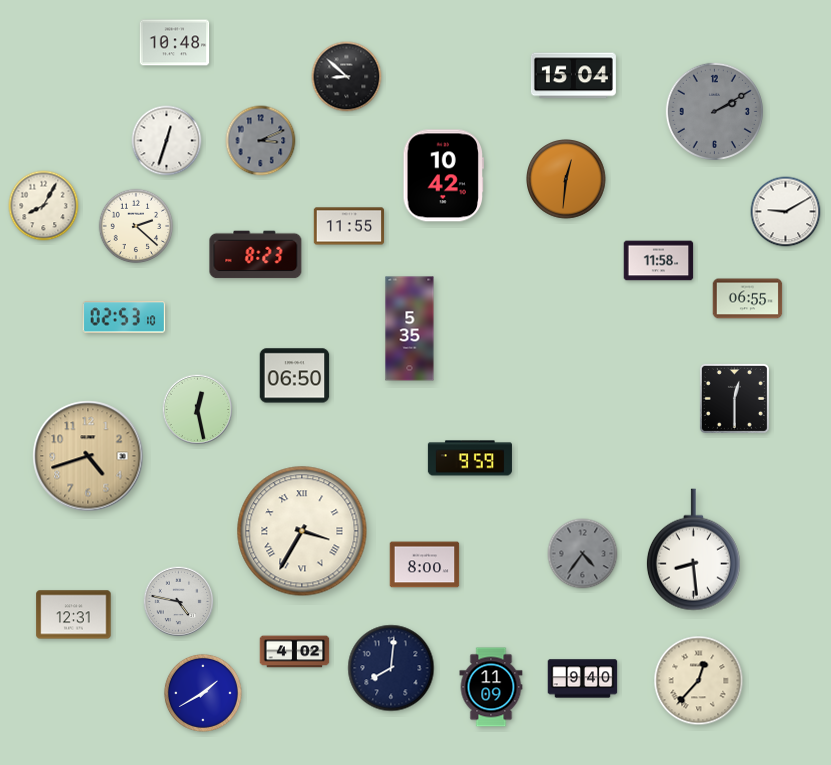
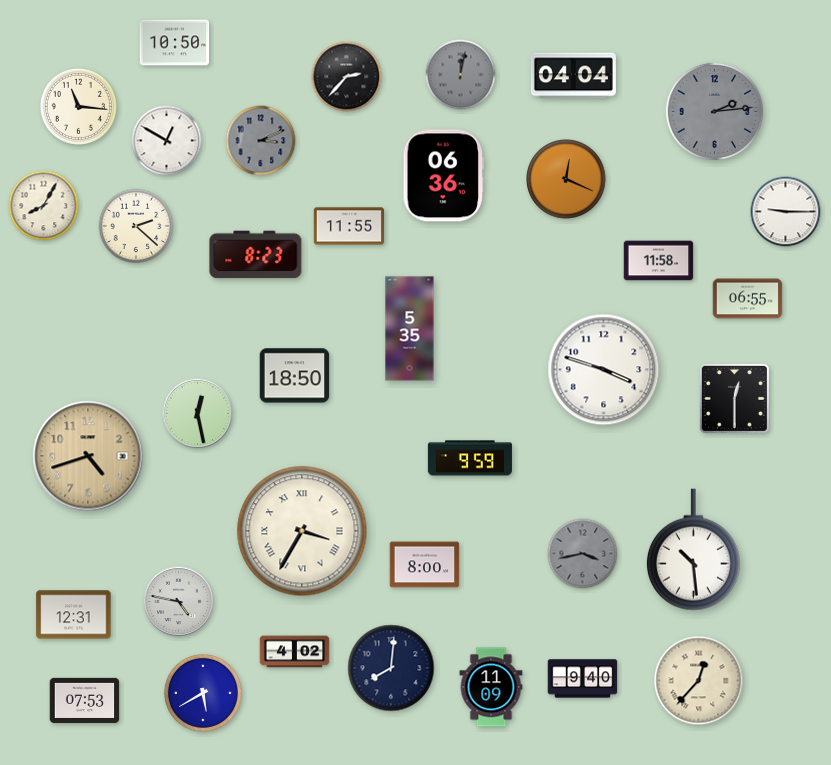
clock at (175, 43): 10:48 -> 10:50
clock at (461, 75): none -> 12:02
clock at (573, 76): 15:04 -> 04:04
clock at (347, 77): 8:52 -> 2:37
clock at (78, 106): none -> 11:16
clock at (714, 111): 2:10 -> 2:14
clock at (167, 141): 12:33 -> 12:50
clock at (443, 176): 10:42 -> 06:36
clock at (566, 179): 12:31 -> 12:19
clock at (786, 212): 9:10 -> 9:15
clock at (124, 317): 02:53 -> none
clock at (604, 370): none -> 3:48
clock at (295, 376): 06:50 -> 18:50
clock at (198, 410) position: (198, 410) -> (198, 414)
clock at (693, 550): 8:29 -> 10:29
clock at (583, 554): 4:36 -> 3:43
clock at (203, 693): 1:40 -> 5:40
clock at (85, 700): none -> 07:53
